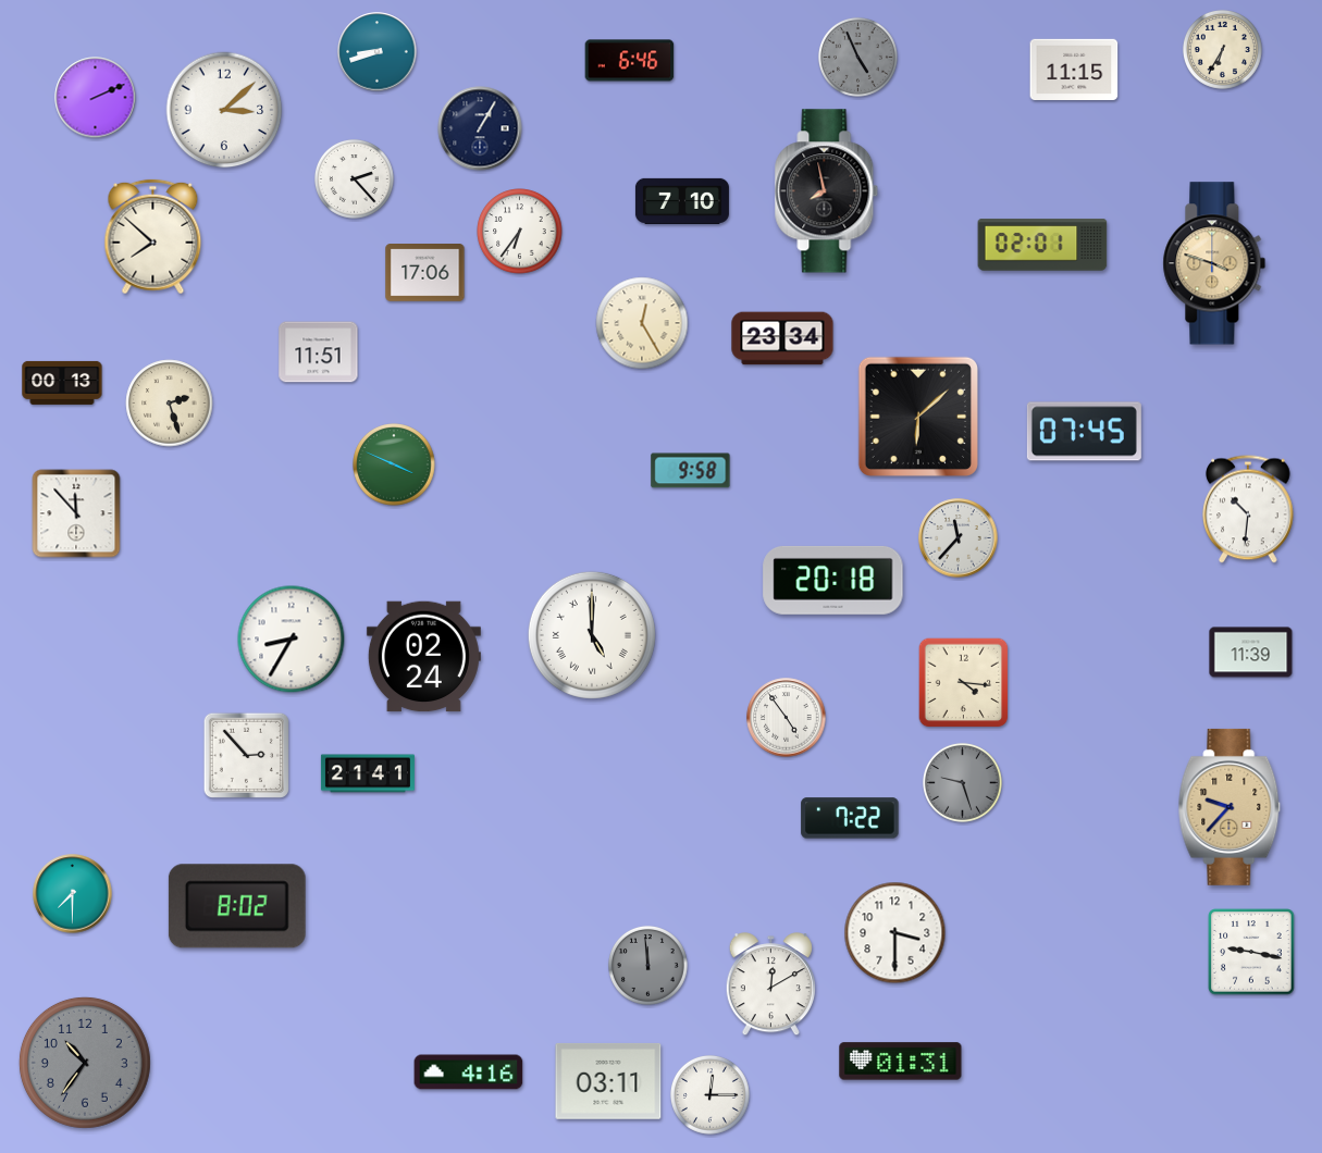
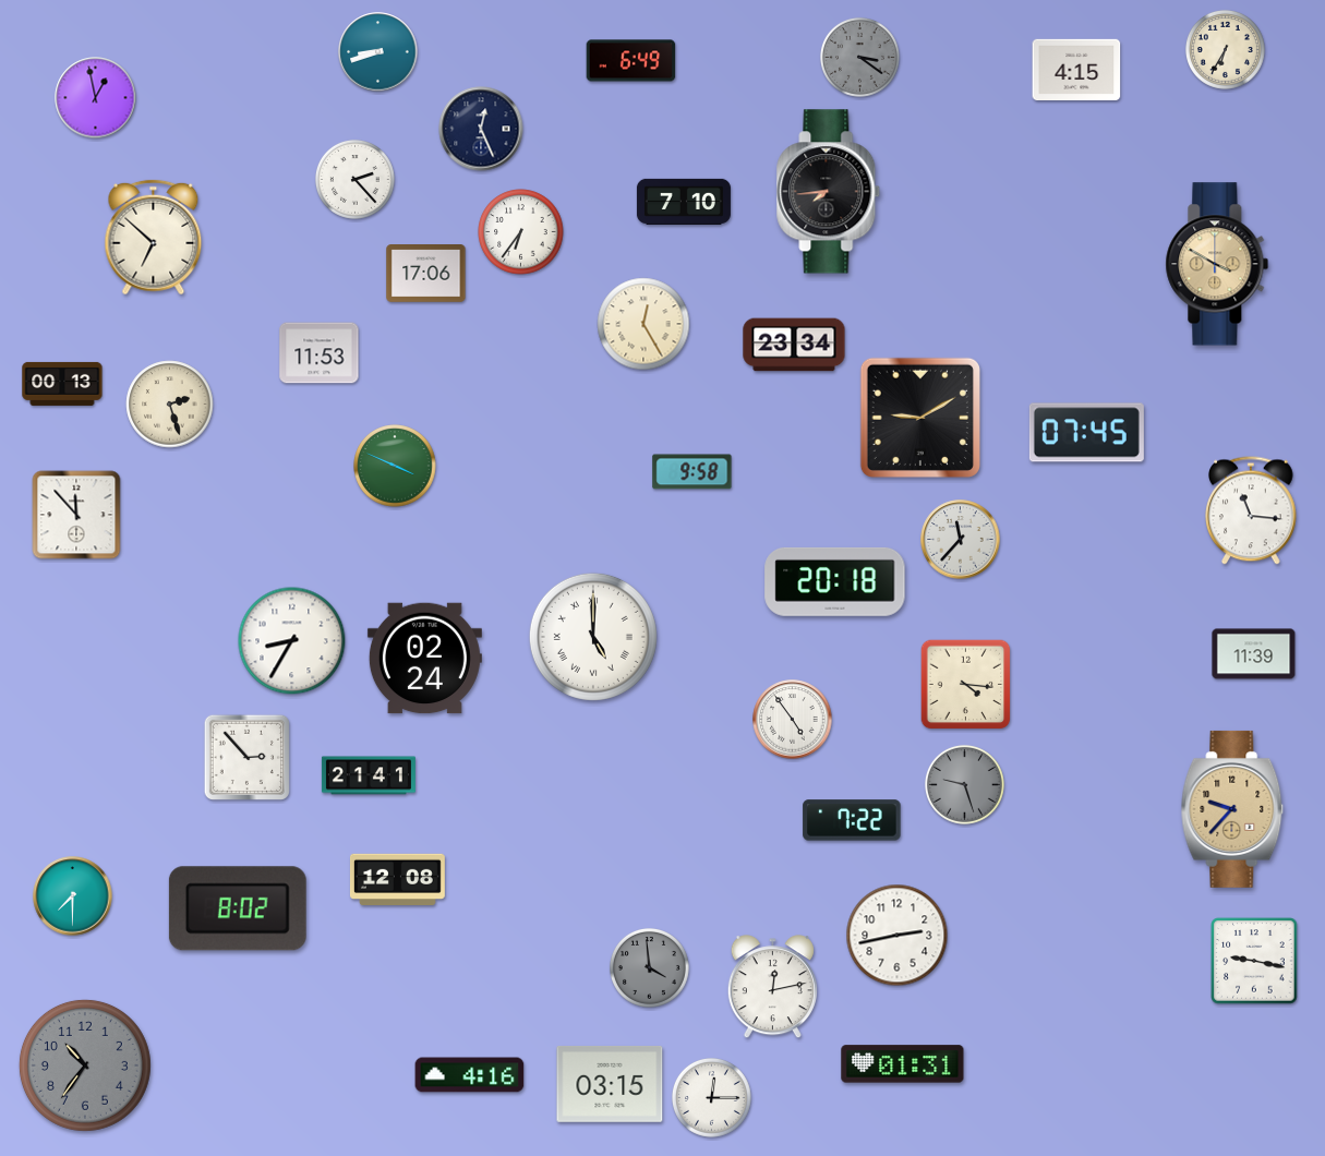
clock at (857, 57): 4:56 -> 3:21
clock at (630, 61): 6:46 -> 6:49
clock at (1074, 69): 11:15 -> 4:15
clock at (96, 98): 2:11 -> 12:58
clock at (224, 110): 3:08 -> none
clock at (480, 128): 1:05 -> 12:26
clock at (827, 191): 7:58 -> 7:44
clock at (153, 237): 7:52 -> 6:52
clock at (1042, 245): 02:01 -> none
clock at (1214, 263): 3:48 -> 3:50
clock at (782, 338) position: (782, 338) -> (794, 345)
clock at (319, 352): 11:51 -> 11:53
clock at (918, 417): 6:08 -> 9:10
clock at (1249, 509): 10:31 -> 11:16
clock at (787, 718) position: (787, 718) -> (793, 720)
clock at (397, 880): none -> 12:08
clock at (895, 933): 3:30 -> 2:43
clock at (1251, 952) position: (1251, 952) -> (1254, 961)
clock at (647, 965): 11:59 -> 3:59
clock at (770, 984): 12:10 -> 12:13
clock at (608, 1081): 03:11 -> 03:15
